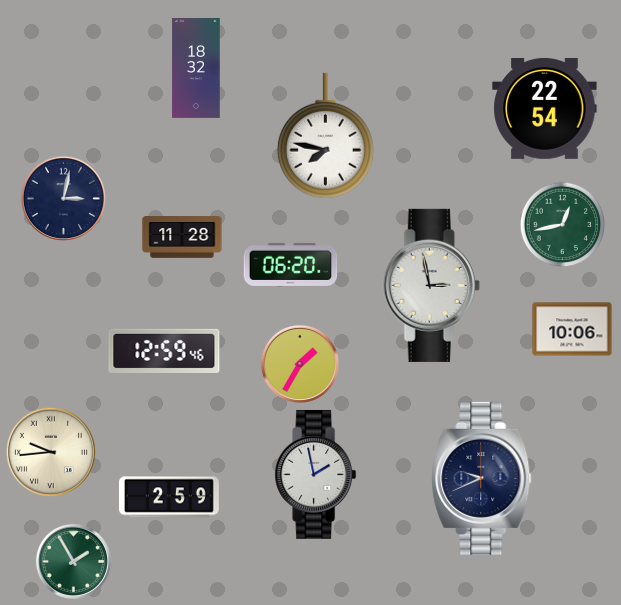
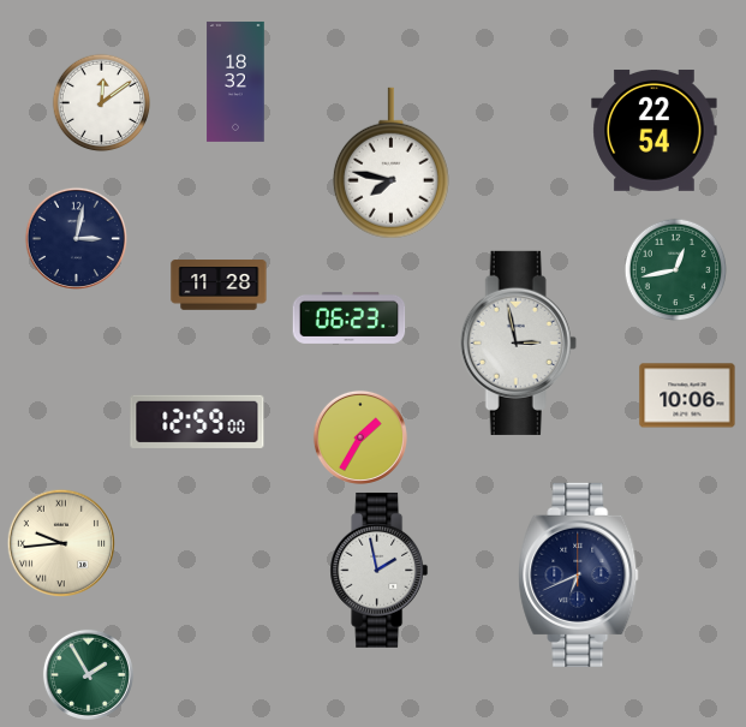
clock at (102, 103): none -> 12:09
clock at (291, 264): 06:20 -> 06:23
clock at (164, 351): 12:59:46 -> 12:59:00
clock at (482, 478): 9:41 -> 6:41
clock at (169, 497): 2:59 -> none
